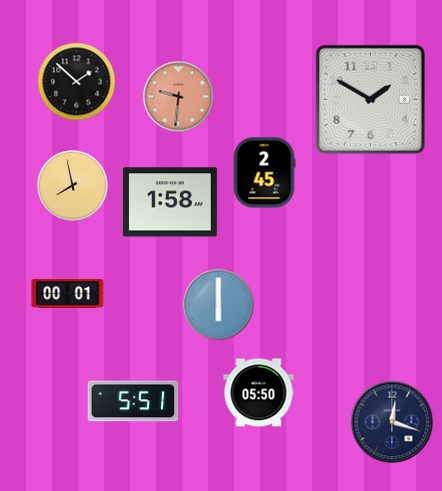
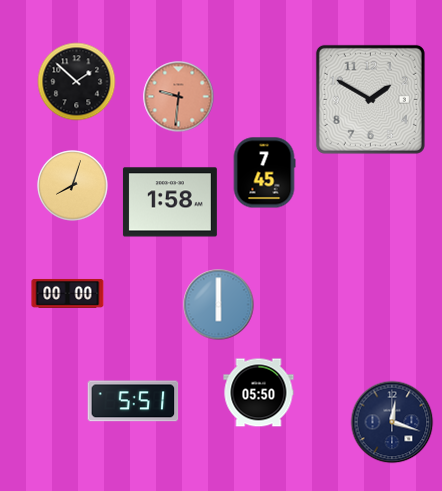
clock at (264, 173): 2:45 -> 7:45
clock at (73, 186): 7:58 -> 8:03
clock at (68, 293): 00:01 -> 00:00
